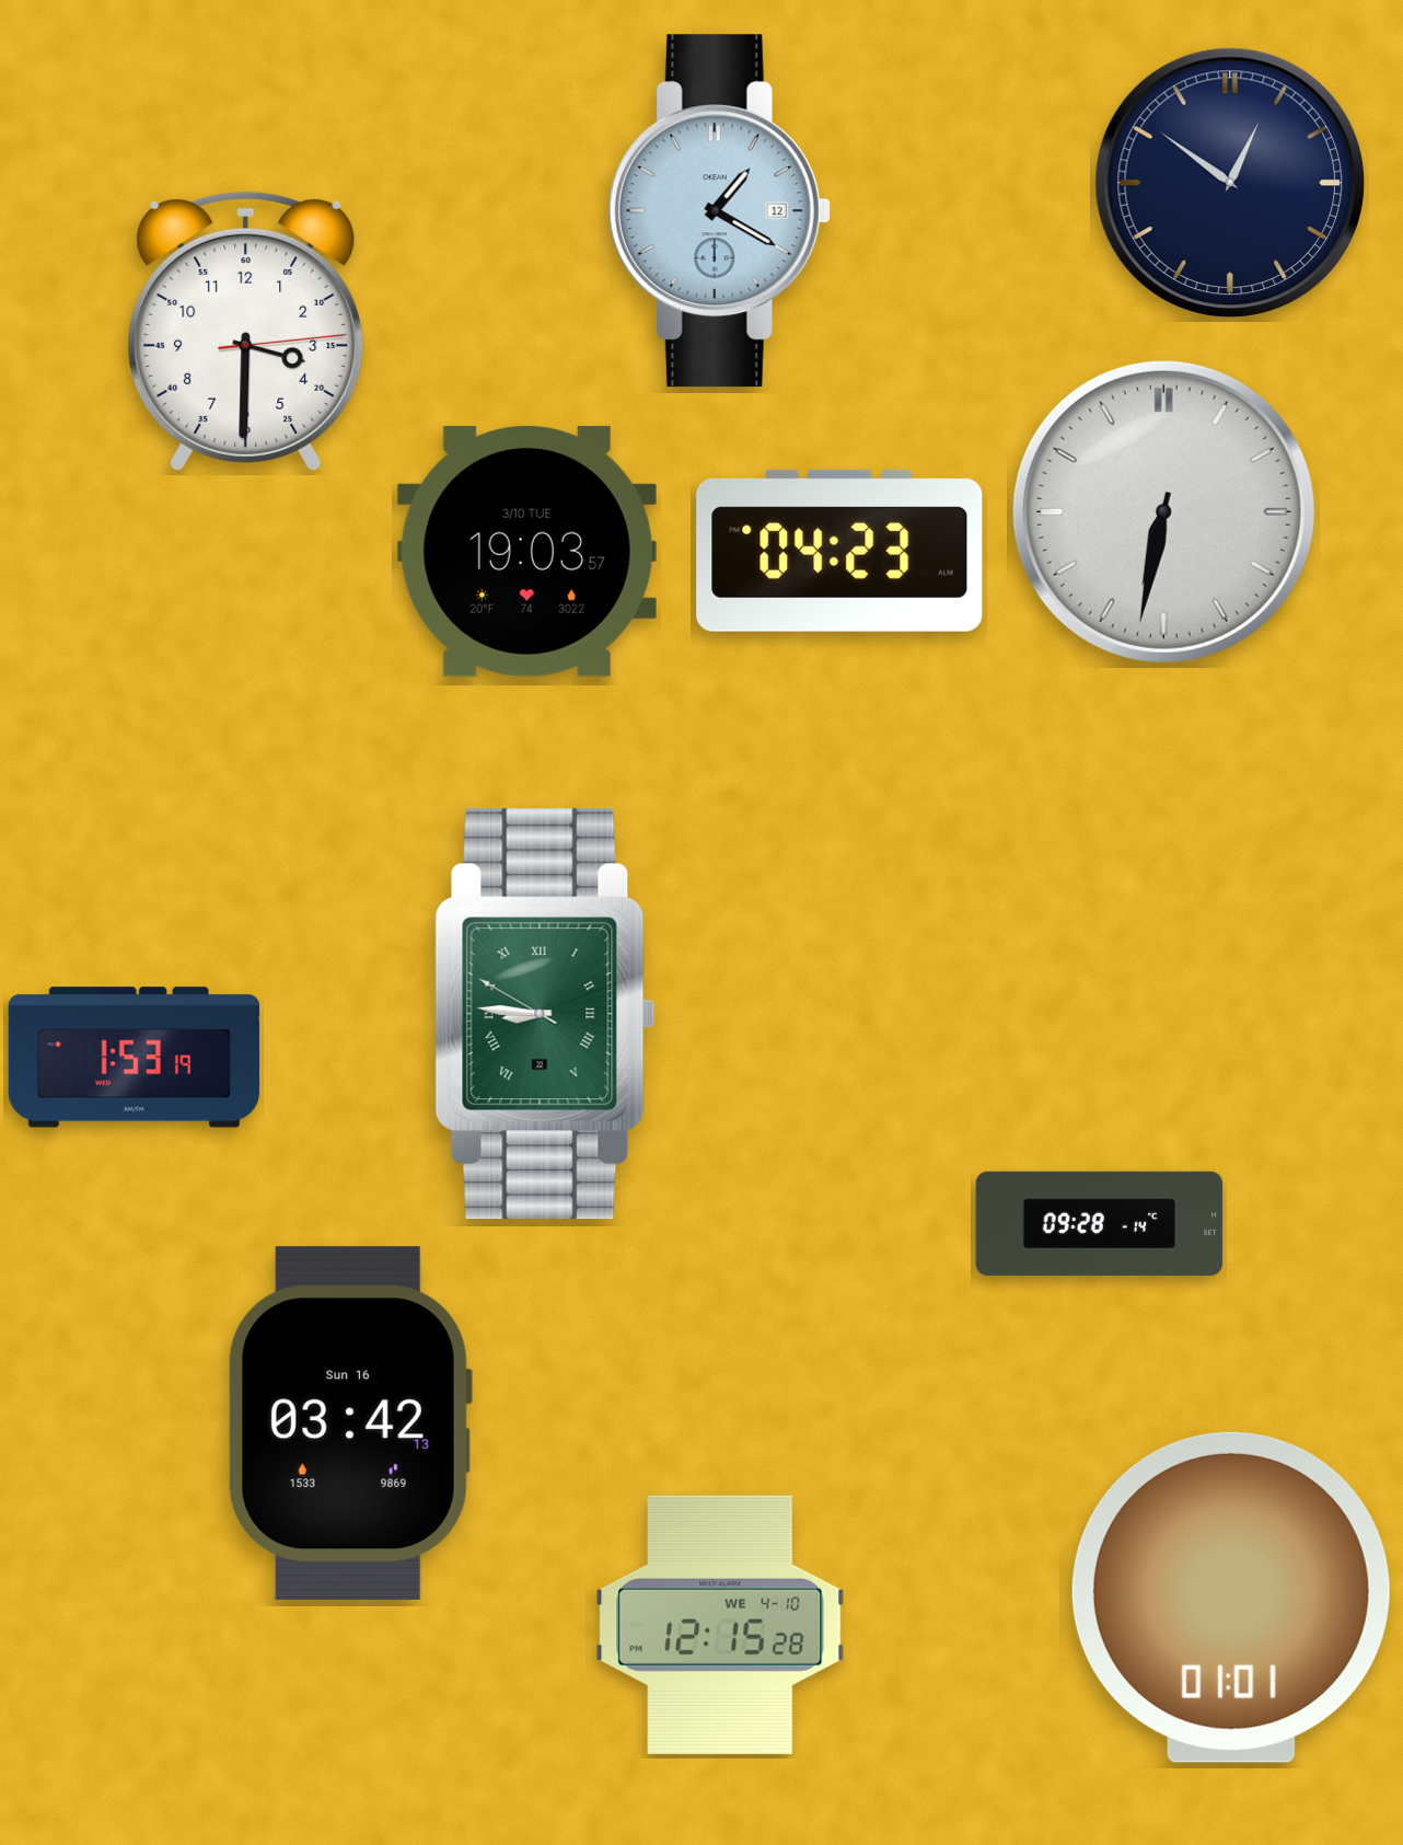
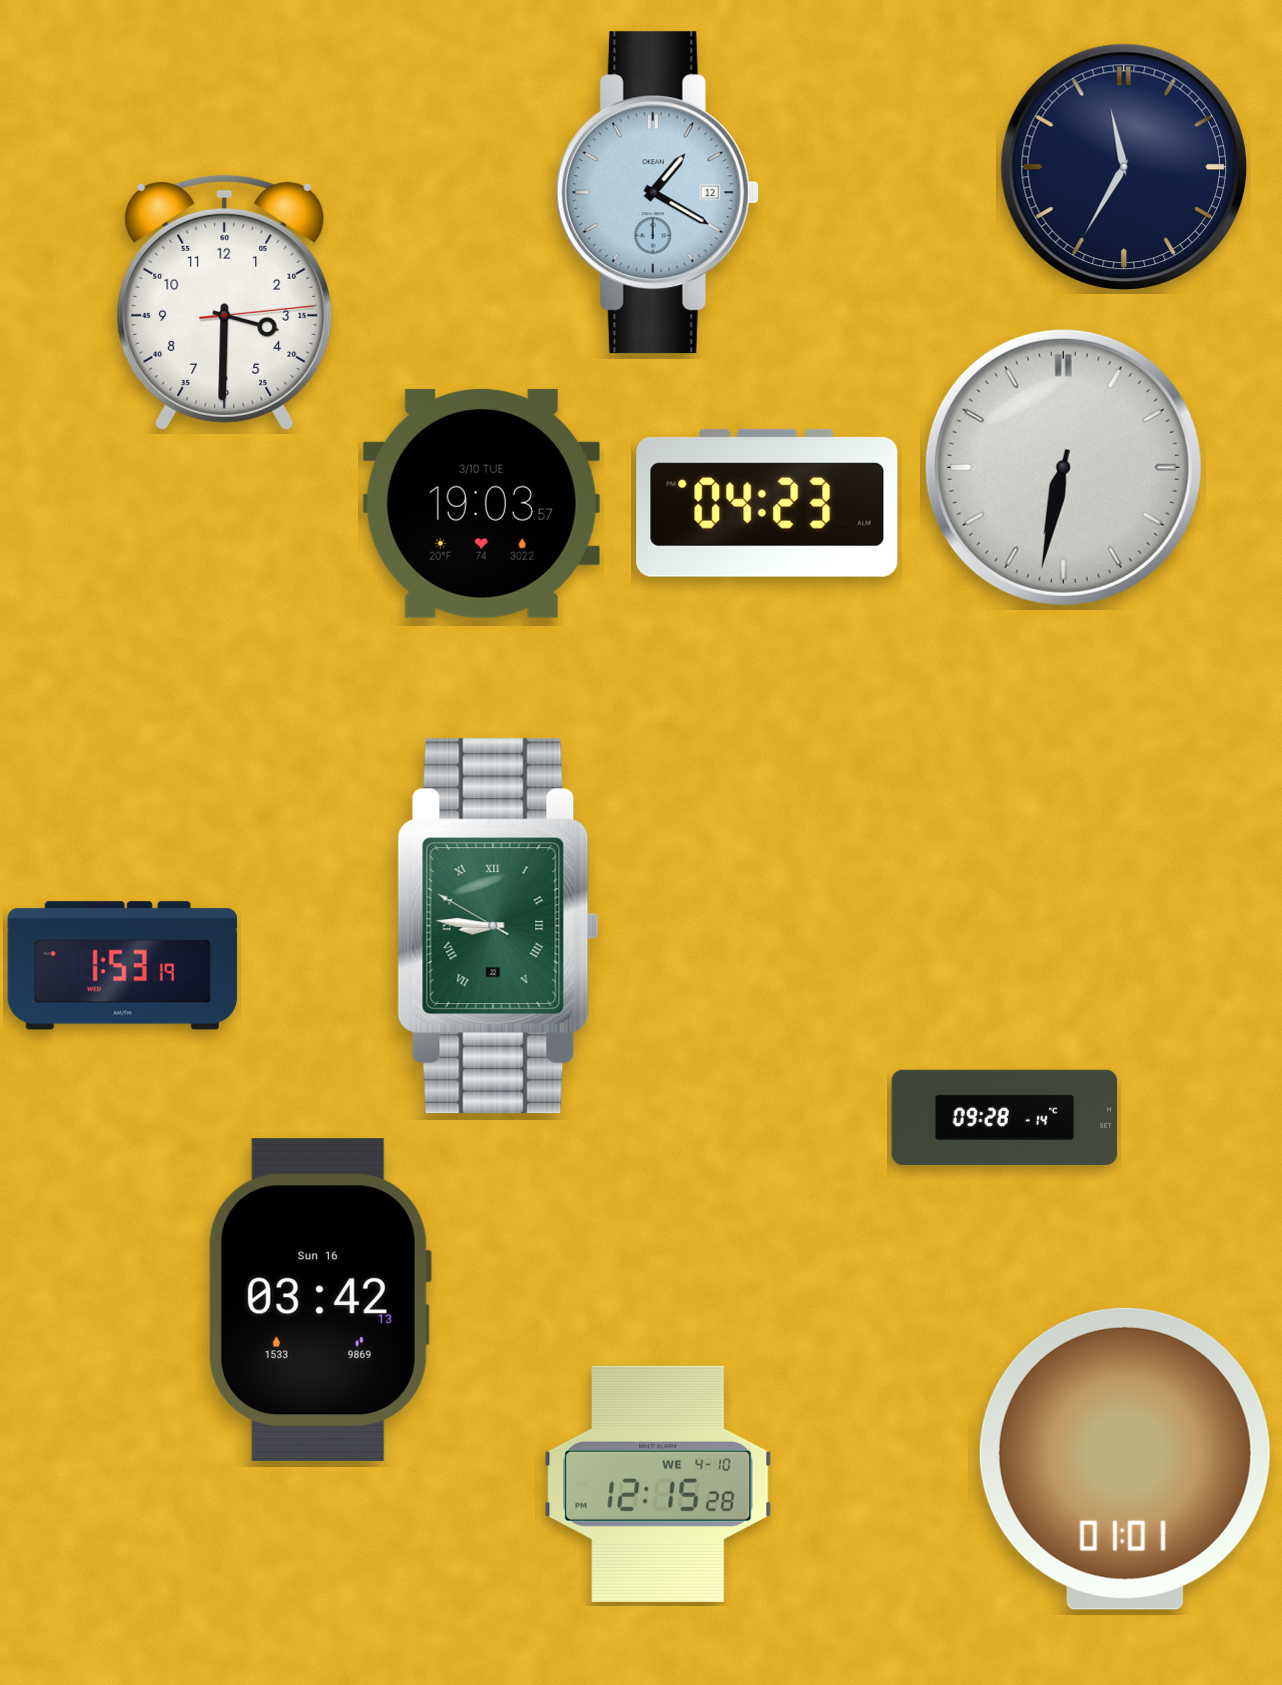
clock at (1230, 183): 12:51 -> 11:35
